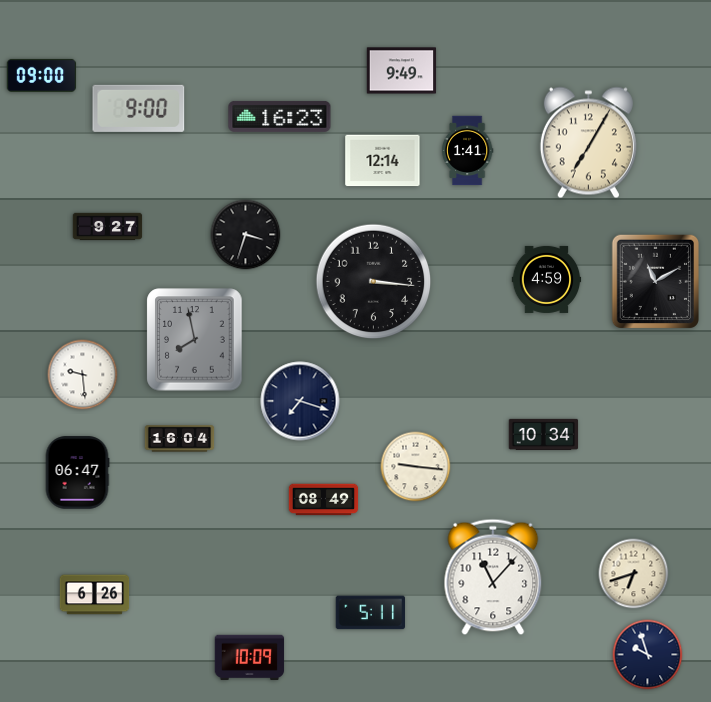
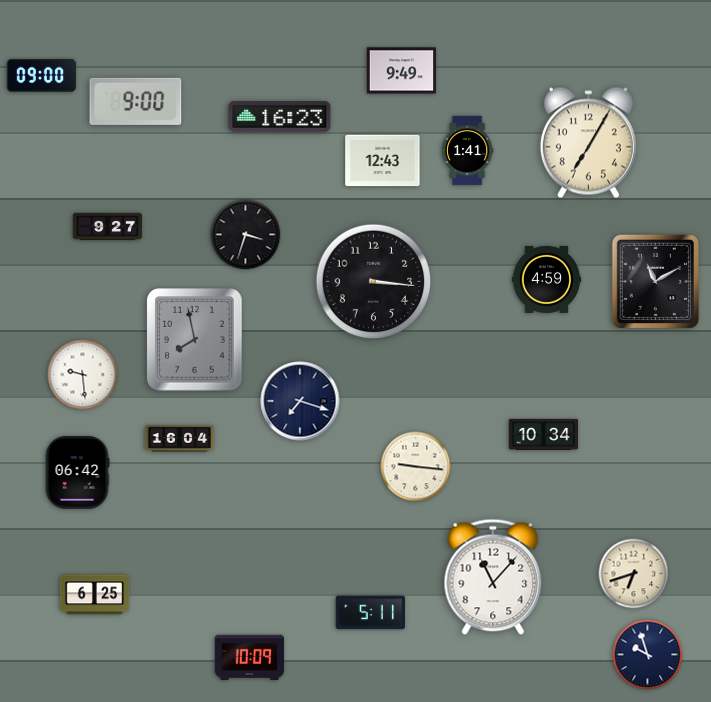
clock at (139, 108) position: (139, 108) -> (136, 101)
clock at (383, 161): 12:14 -> 12:43
clock at (77, 473): 06:47 -> 06:42
clock at (324, 500): 08:49 -> none
clock at (95, 595): 6:26 -> 6:25
